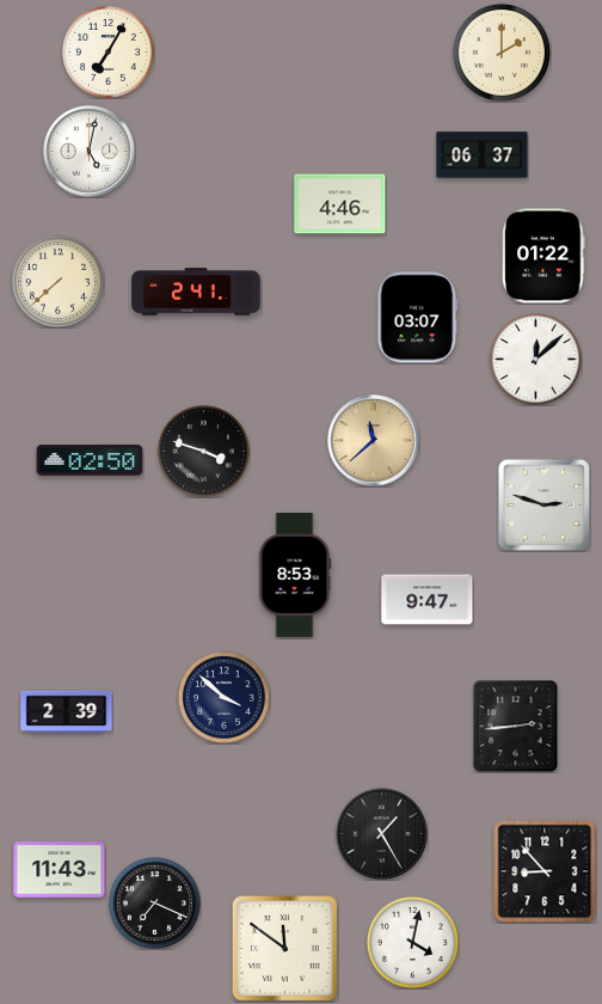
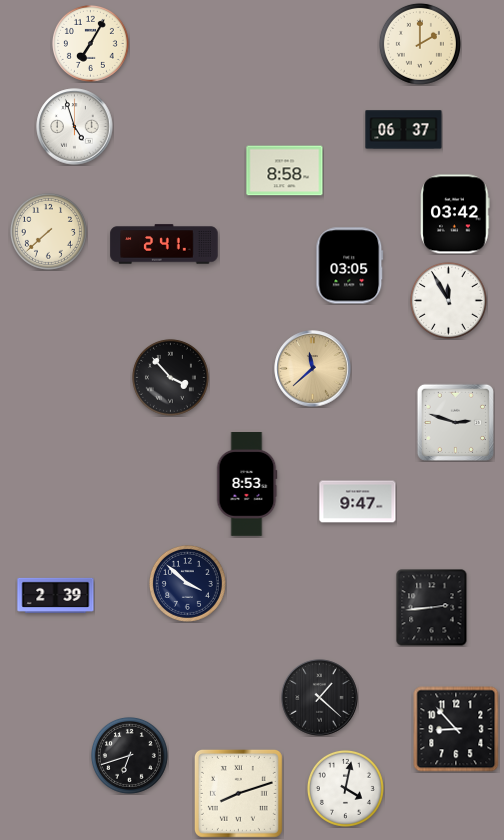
clock at (90, 152): 5:02 -> 4:57
clock at (340, 204): 4:46 -> 8:58
clock at (543, 256): 01:22 -> 03:42
clock at (57, 281) position: (57, 281) -> (48, 231)
clock at (418, 318): 03:07 -> 03:05
clock at (535, 359): 12:08 -> 11:55
clock at (203, 451): 3:48 -> 3:53
clock at (90, 460): 02:50 -> none
clock at (295, 576) position: (295, 576) -> (247, 485)
clock at (382, 834): 1:25 -> 1:22
clock at (60, 870): 11:43 -> none
clock at (154, 902): 7:19 -> 6:42
clock at (284, 948): 11:51 -> 8:12
